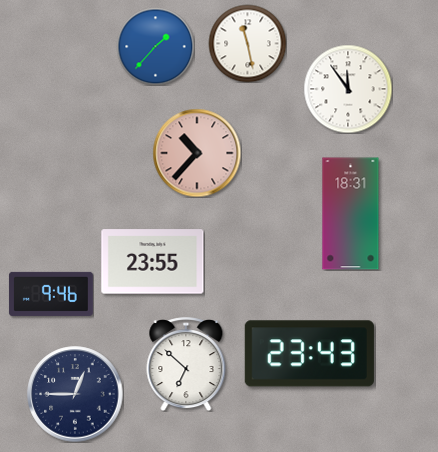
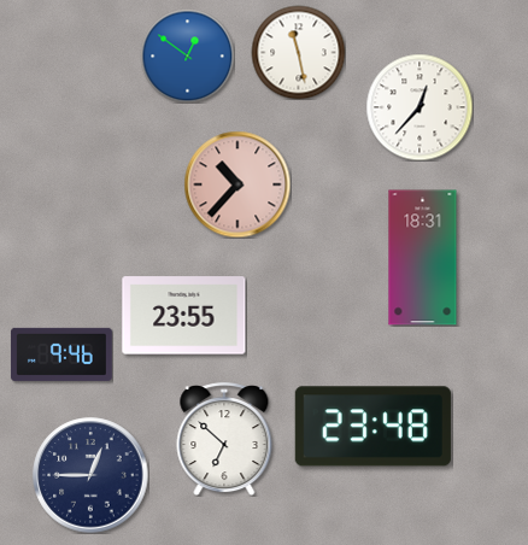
clock at (155, 46): 1:37 -> 12:51
clock at (348, 89): 11:54 -> 12:37
clock at (309, 354): 23:43 -> 23:48
